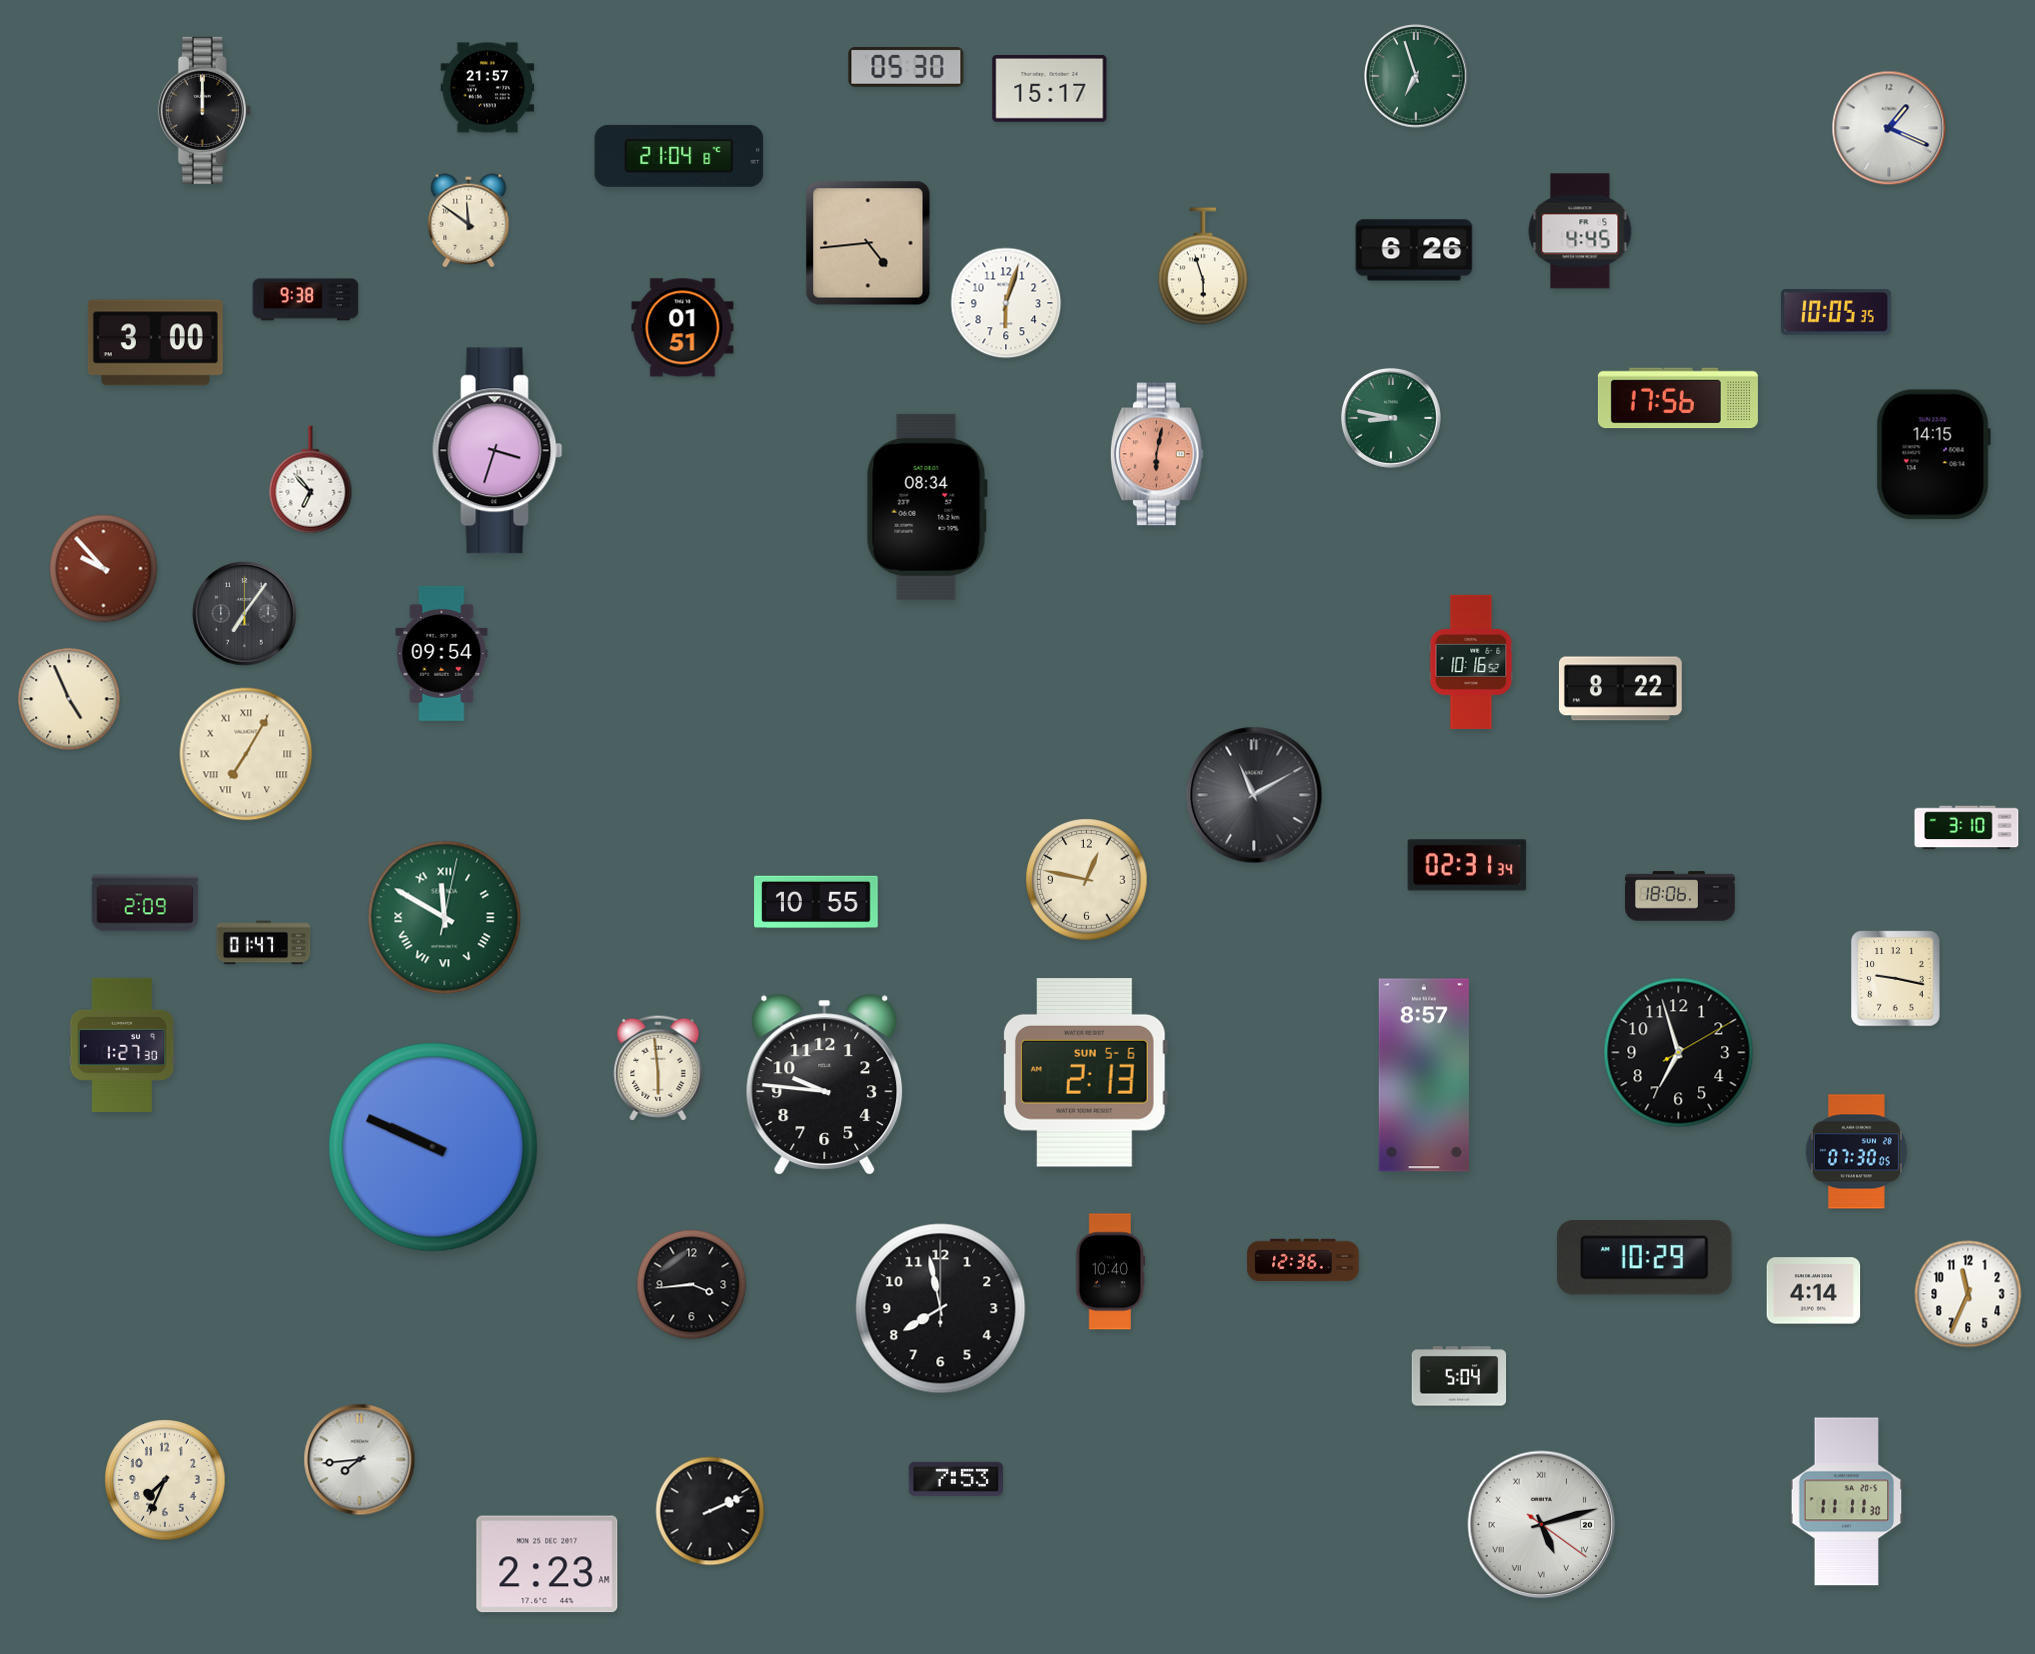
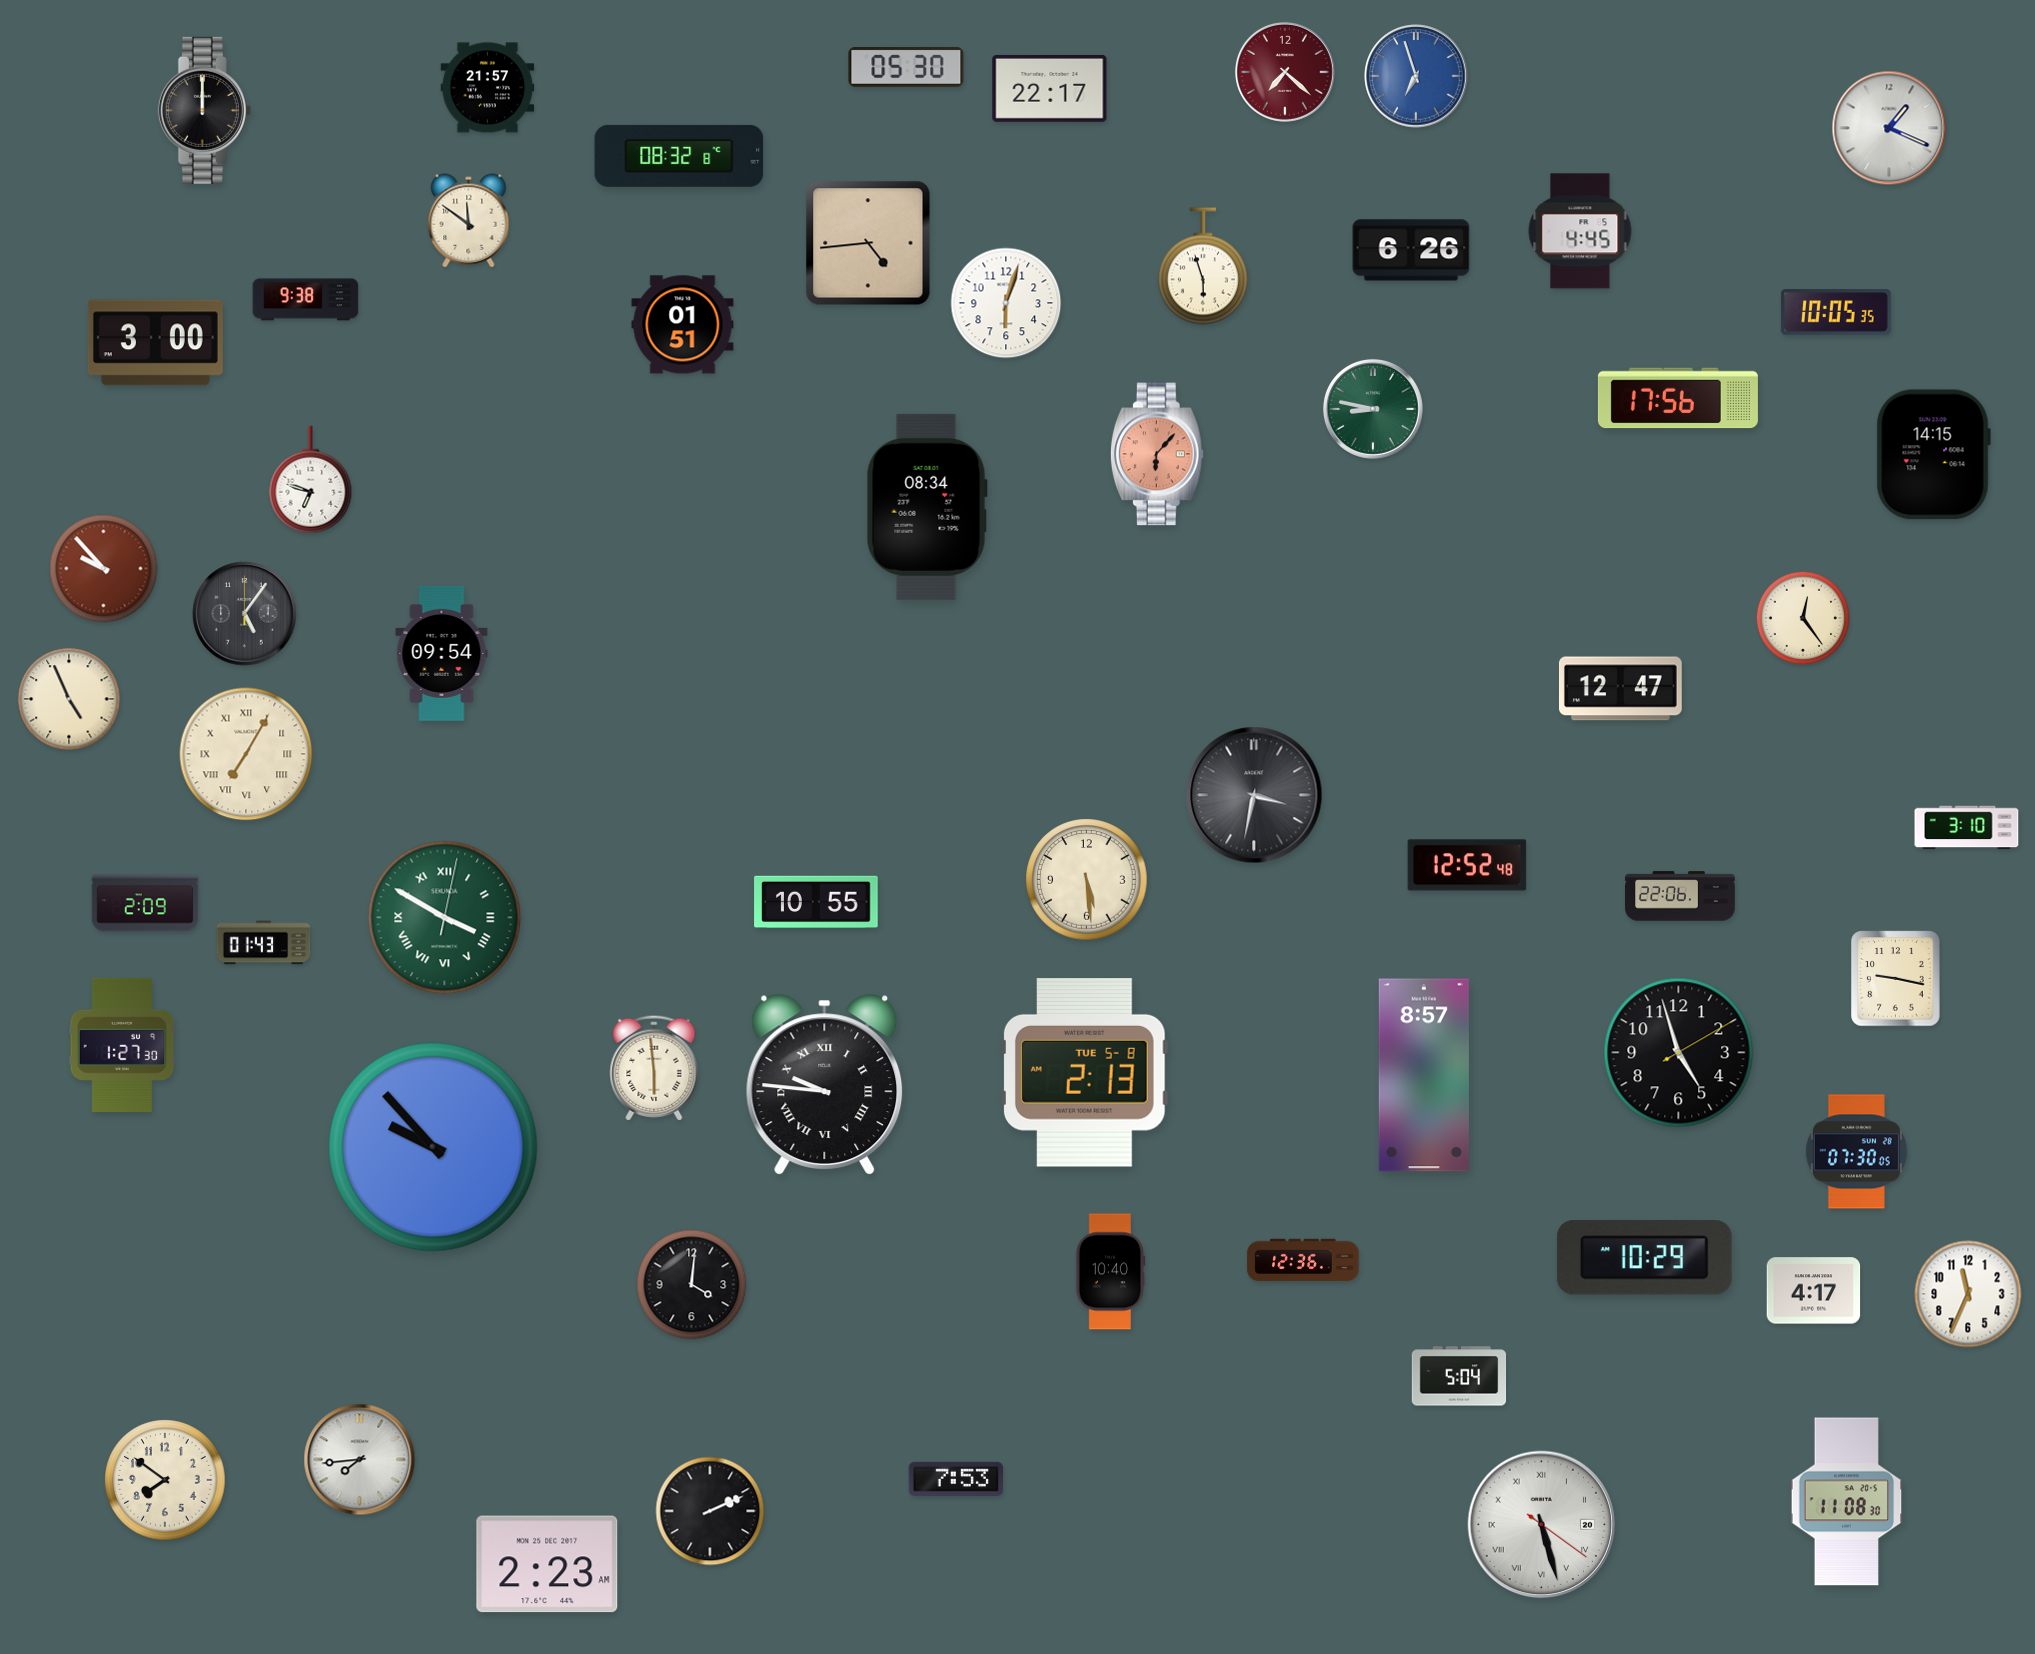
clock at (1285, 72): none -> 7:22
clock at (1416, 76) dial: green -> blue
clock at (1050, 88): 15:17 -> 22:17
clock at (679, 156): 21:04 -> 08:32
clock at (1414, 250) position: (1414, 250) -> (1411, 250)
clock at (683, 328) position: (683, 328) -> (683, 325)
clock at (1391, 418) position: (1391, 418) -> (1373, 409)
clock at (498, 451): 3:33 -> none
clock at (1157, 454): 6:02 -> 6:07
clock at (311, 480): 6:53 -> 6:48
clock at (245, 614): 7:06 -> 5:06
clock at (1803, 618): none -> 12:24
clock at (1471, 662): 10:16 -> none
clock at (1620, 689): 8:22 -> 12:47
clock at (1254, 795): 11:10 -> 3:32
clock at (1467, 865): 02:31 -> 12:52
clock at (1087, 880): 12:47 -> 5:29
clock at (1681, 896): 18:06 -> 22:06
clock at (445, 918): 11:50 -> 3:50
clock at (264, 943): 01:47 -> 01:43
clock at (1679, 1053): 6:57 -> 4:57
clock at (658, 1068) position: (658, 1068) -> (654, 1068)
clock at (1084, 1073) date: SUN 5-6 -> TUE 5-8
clock at (825, 1085) numerals: Arabic -> Roman
clock at (433, 1147): 9:49 -> 9:53
clock at (692, 1285): 3:44 -> 4:01
clock at (1814, 1291): 4:14 -> 4:17
clock at (941, 1309): 7:58 -> none
clock at (165, 1480): 7:34 -> 7:51
clock at (1847, 1502): 11:11 -> 11:08
clock at (1542, 1525): 5:12 -> 5:27
